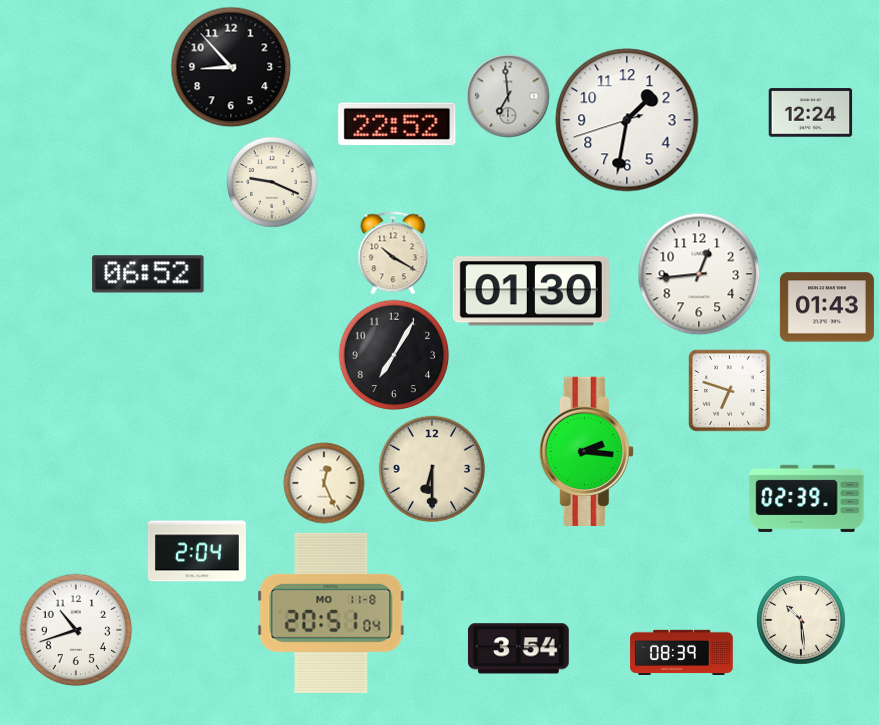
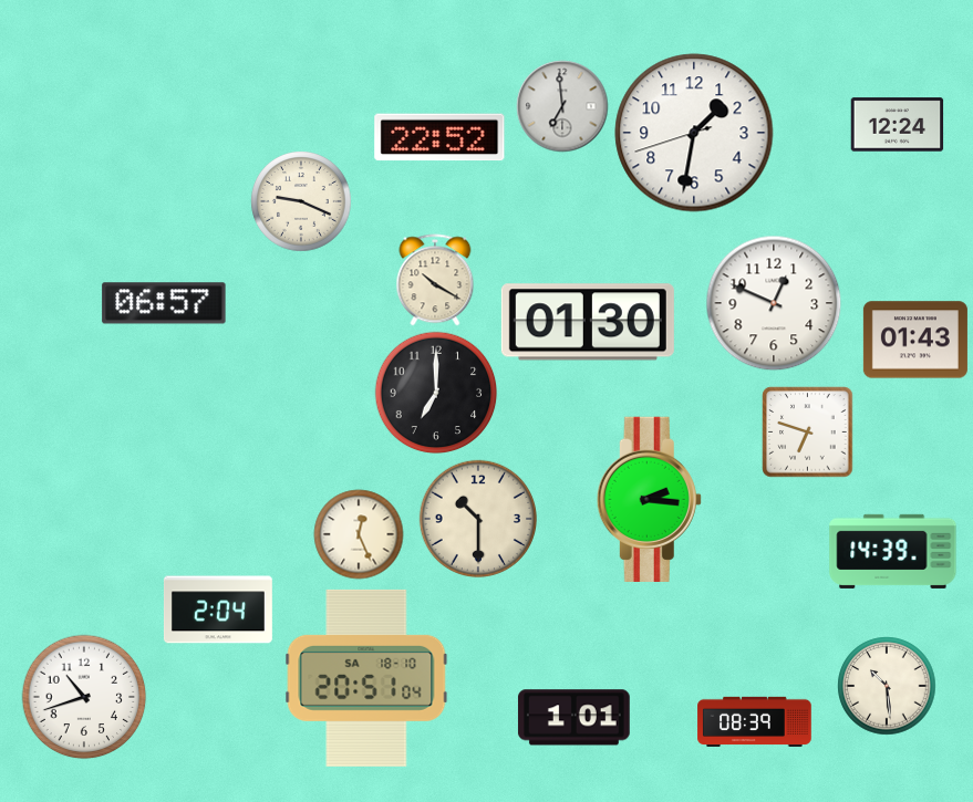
clock at (231, 67): 8:53 -> none
clock at (148, 274): 06:52 -> 06:57
clock at (699, 274): 12:44 -> 12:49
clock at (394, 355): 7:05 -> 7:00
clock at (431, 468): 6:30 -> 10:30
clock at (807, 498): 02:39 -> 14:39
clock at (331, 613) date: MO 11-8 -> SA 18-10
clock at (518, 649): 3:54 -> 1:01
